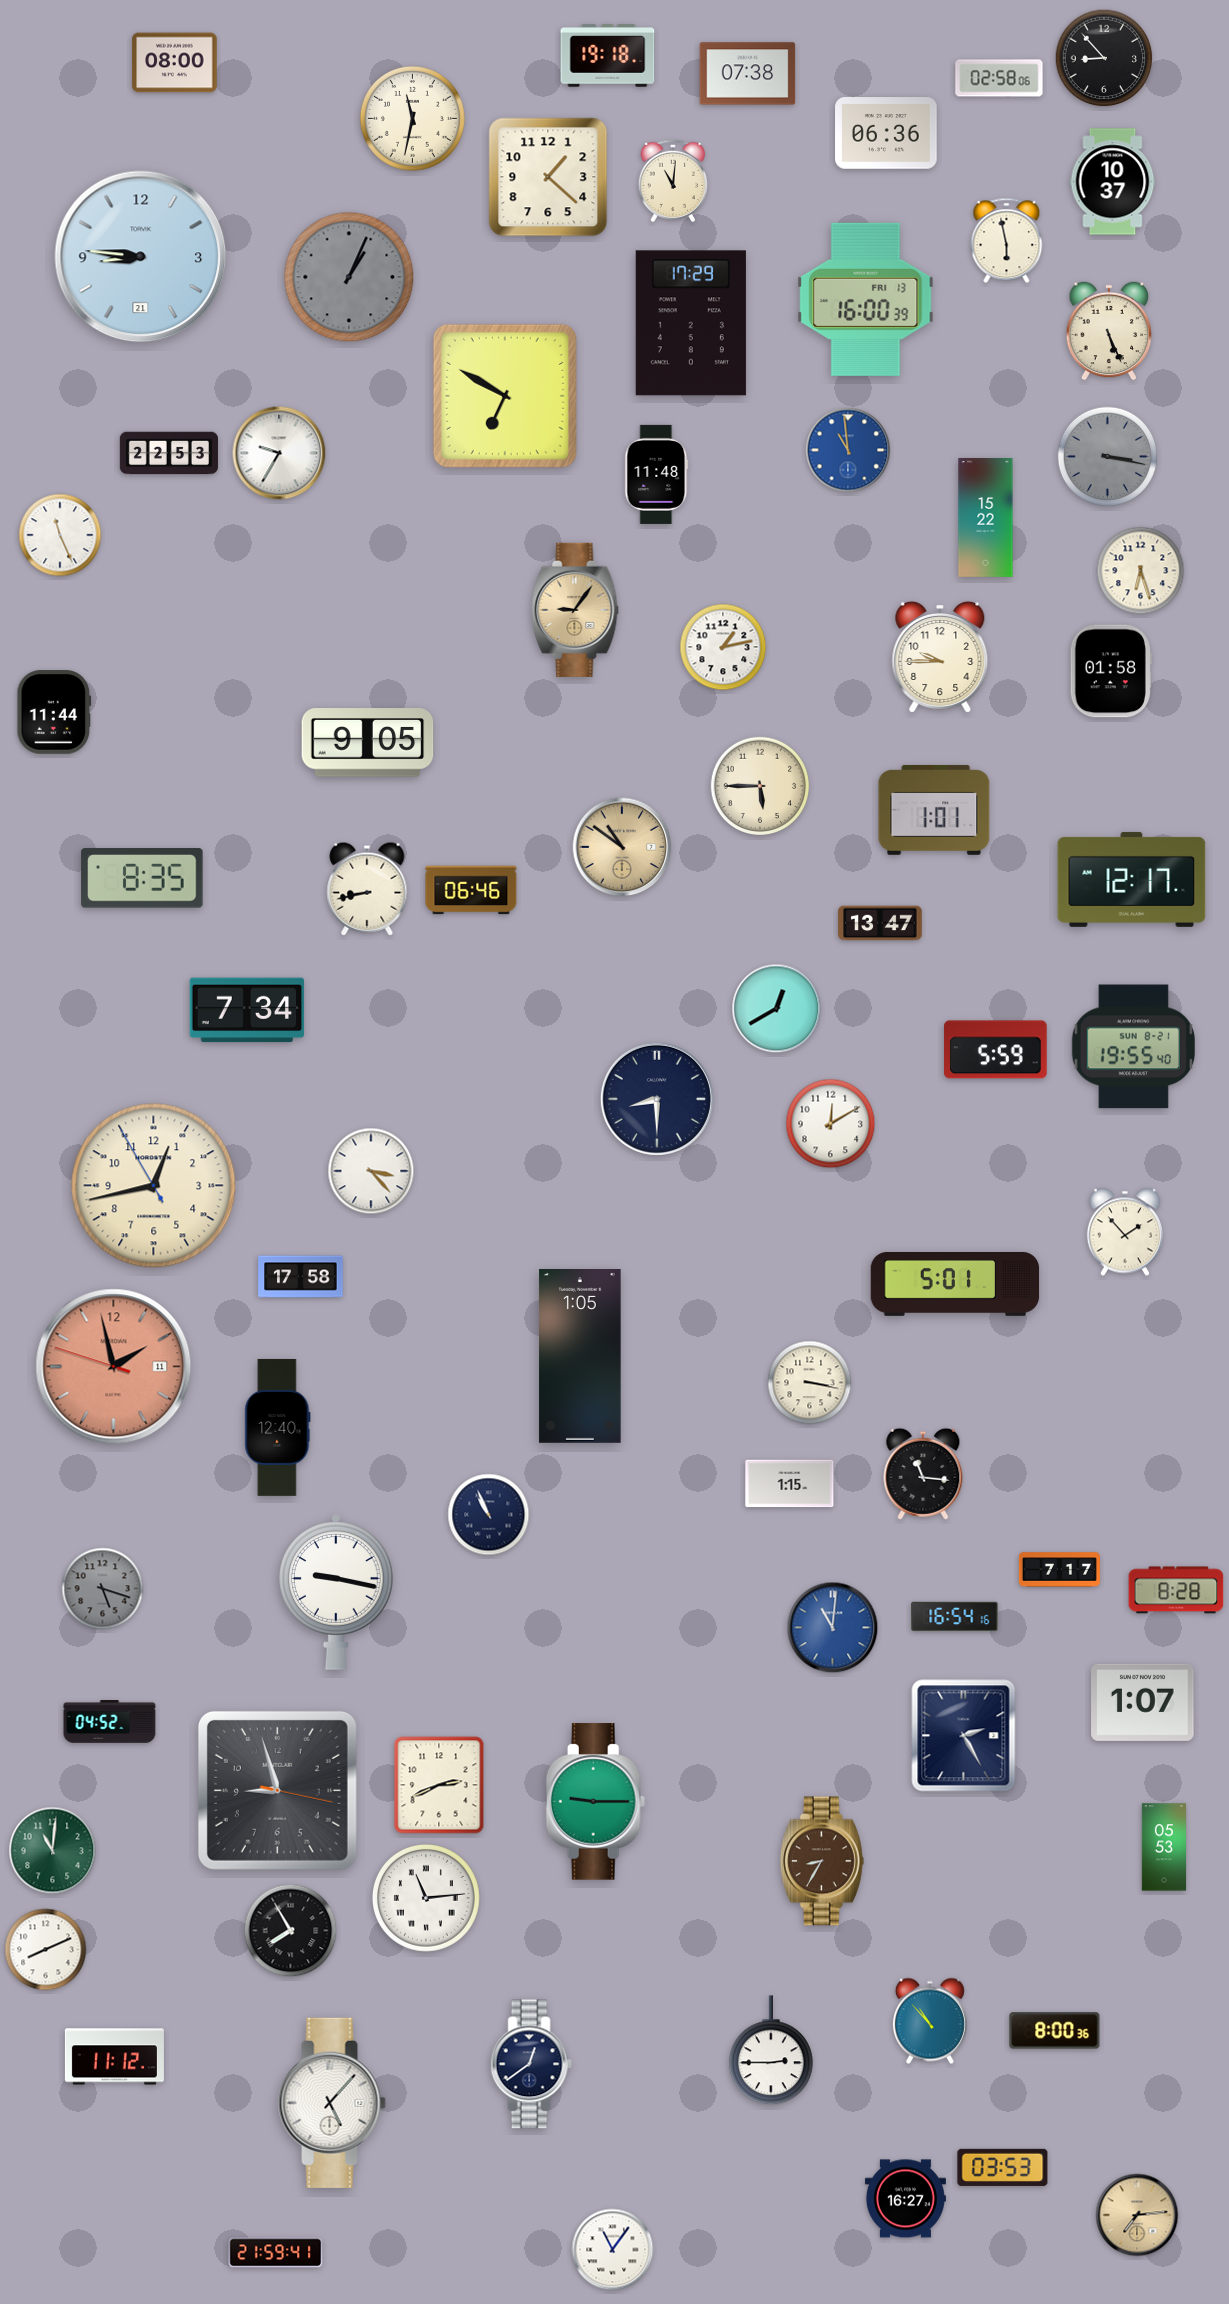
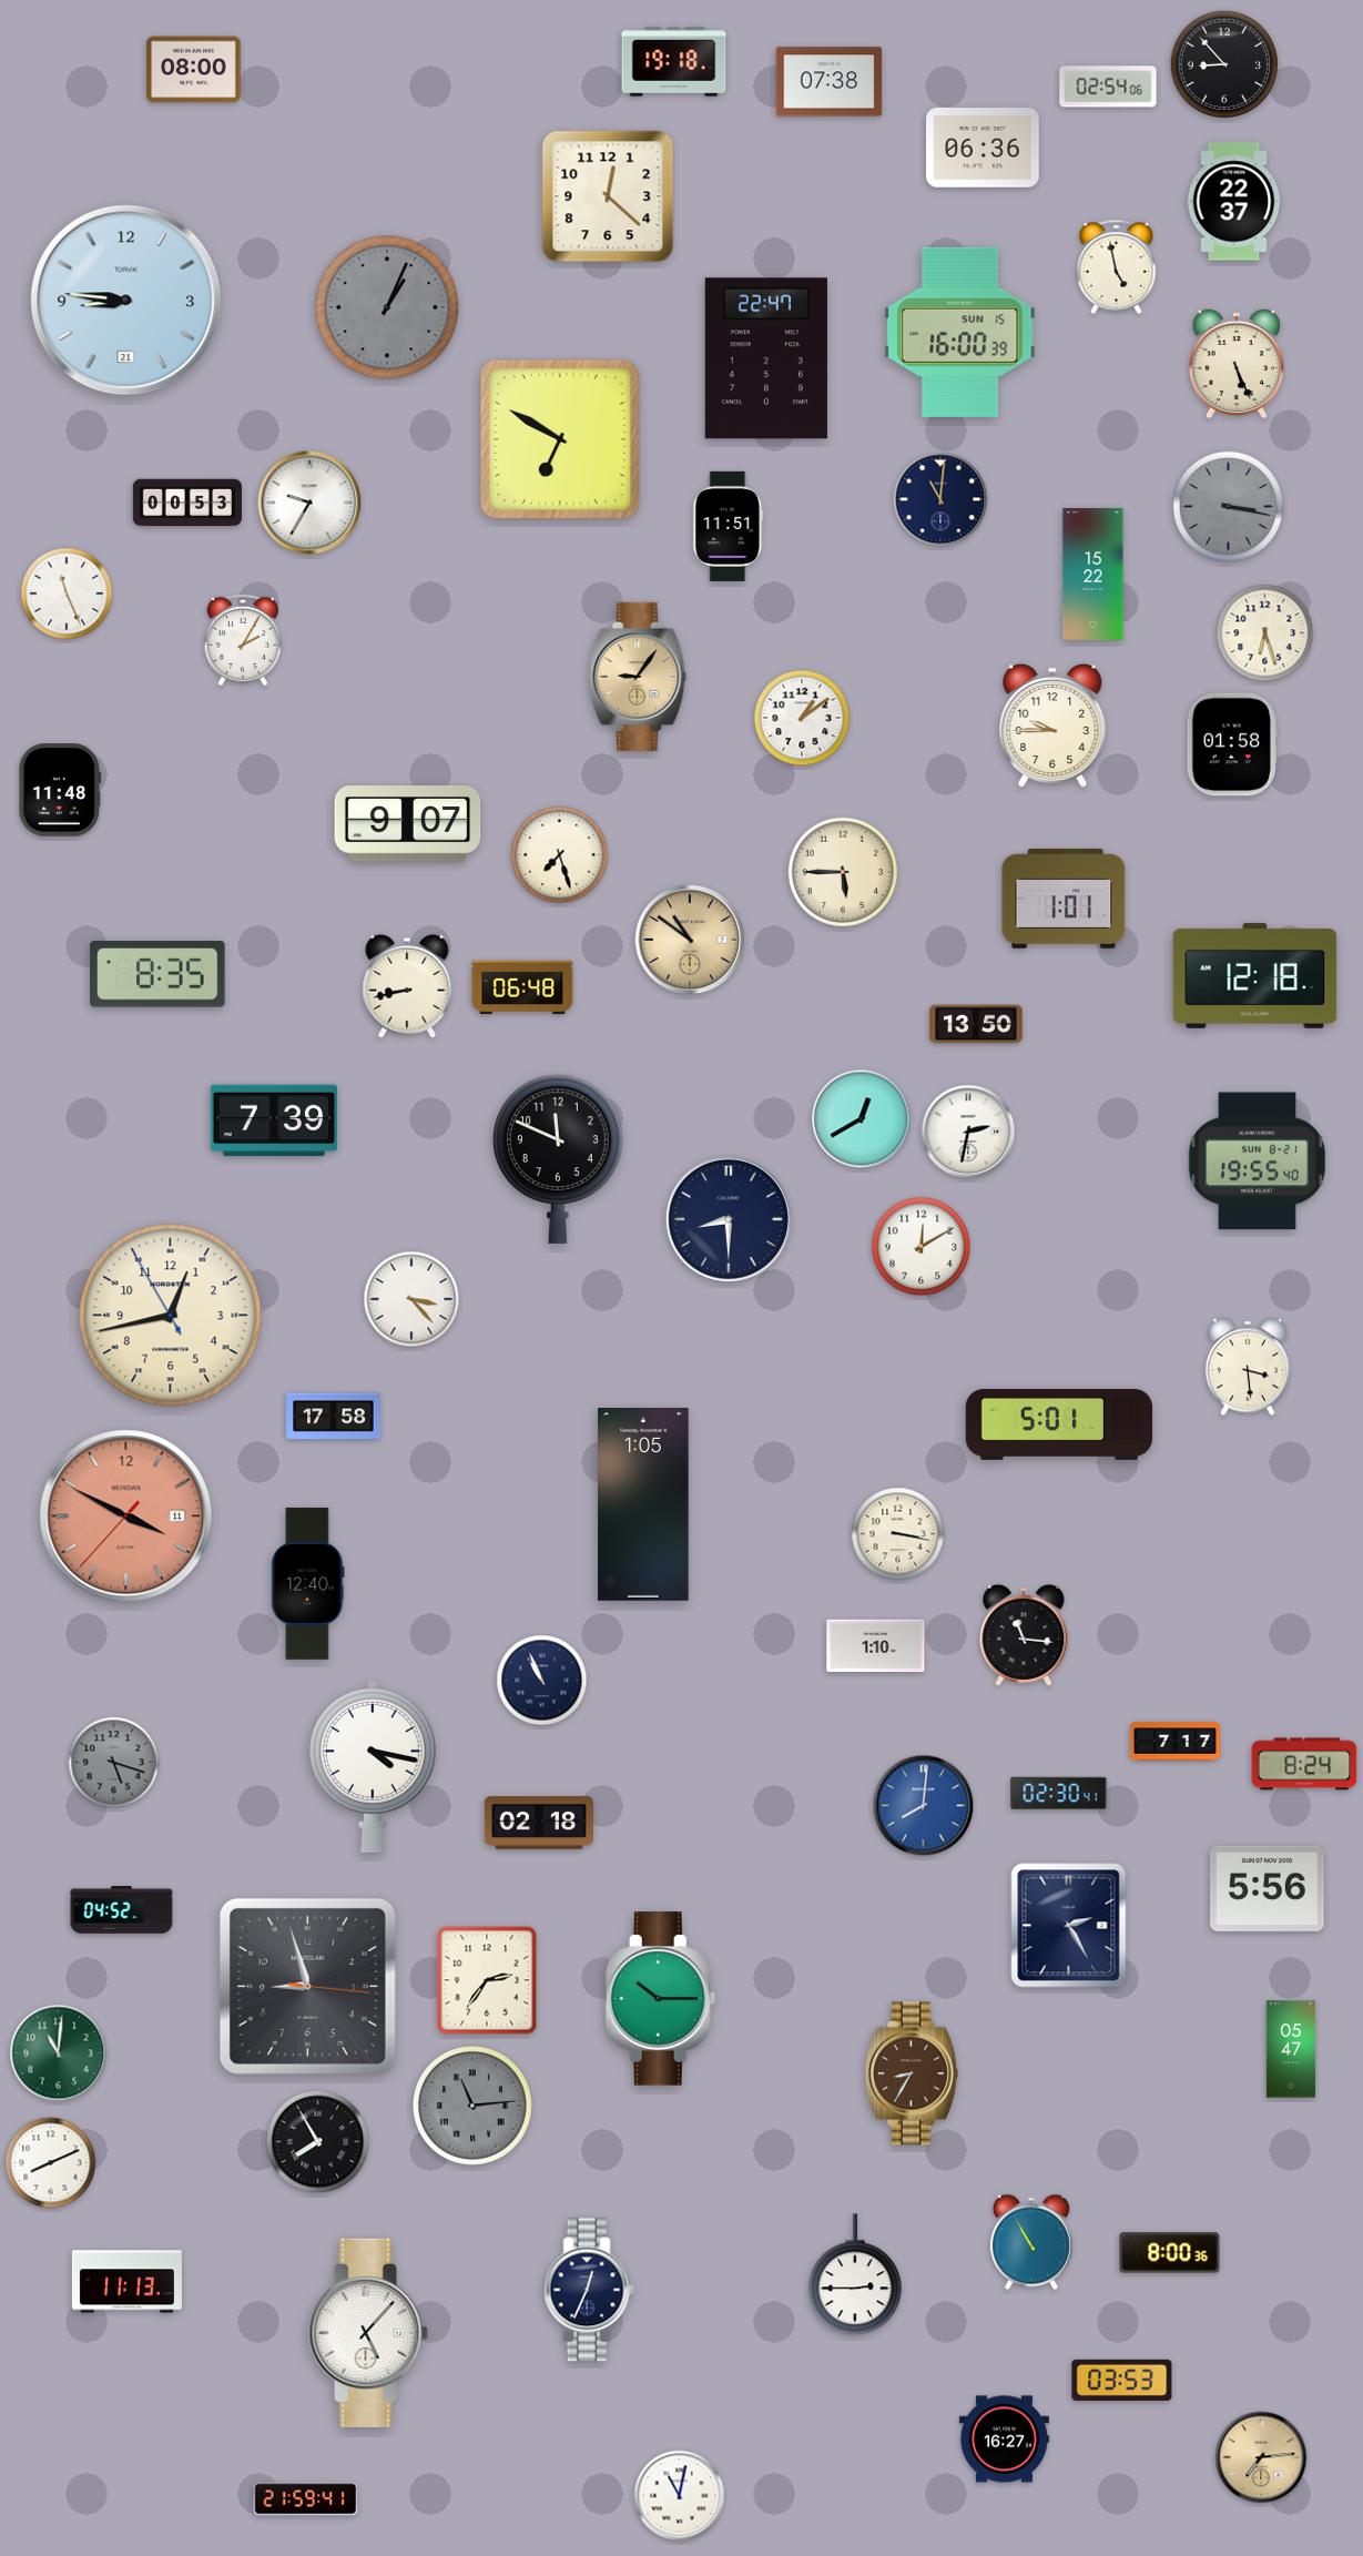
clock at (999, 78): 02:58 -> 02:54
clock at (412, 118): 11:32 -> none
clock at (548, 177): 1:22 -> 12:22
clock at (673, 180): 11:01 -> none
clock at (1113, 182): 10:37 -> 22:37
clock at (1007, 241): 5:58 -> 4:58
clock at (141, 257) position: (141, 257) -> (126, 301)
clock at (866, 299) date: FRI 13 -> SUN 15
clock at (691, 323): 17:29 -> 22:47
clock at (1109, 331) position: (1109, 331) -> (1237, 364)
clock at (848, 450): 10:59 -> 11:01
clock at (848, 450) dial: blue -> navy
clock at (169, 453): 22:53 -> 00:53
clock at (657, 474): 11:48 -> 11:51
clock at (243, 639): none -> 2:05
clock at (723, 647): 1:13 -> 1:09
clock at (940, 657) position: (940, 657) -> (1052, 726)
clock at (54, 712): 11:44 -> 11:48
clock at (368, 743): 9:05 -> 9:07
clock at (560, 855): none -> 7:27
clock at (934, 810) position: (934, 810) -> (1064, 899)
clock at (1132, 879): 12:17 -> 12:18
clock at (471, 890): 06:46 -> 06:48
clock at (880, 923): 13:47 -> 13:50
clock at (247, 1010): 7:34 -> 7:39
clock at (968, 1132): none -> 2:32
clock at (558, 1159): none -> 11:49
clock at (996, 1050): 5:59 -> none
clock at (1124, 1232): 1:53 -> 3:29
clock at (114, 1367): 1:57 -> 3:49
clock at (790, 1484): 1:15 -> 1:10
clock at (1176, 1590): 8:28 -> 8:24
clock at (337, 1592): 9:17 -> 4:17
clock at (955, 1617): 16:54 -> 02:30
clock at (833, 1628): 11:01 -> 8:01
clock at (539, 1823): none -> 02:18
clock at (1143, 1702): 1:07 -> 5:56
clock at (439, 1785): 2:41 -> 2:36
clock at (277, 1790): 8:57:17 -> 8:57:16
clock at (596, 1802): 9:15 -> 10:15
clock at (1164, 1847): 05:53 -> 05:47
clock at (822, 1861) position: (822, 1861) -> (912, 2073)
clock at (427, 1899) dial: white -> grey
clock at (291, 1931) position: (291, 1931) -> (318, 2142)
clock at (930, 2021): 10:53 -> 10:55
clock at (114, 2057): 11:12 -> 11:13
clock at (531, 2064): 12:39 -> 12:34
clock at (1003, 2167) position: (1003, 2167) -> (1122, 2380)
clock at (613, 2250): 11:06 -> 11:02
